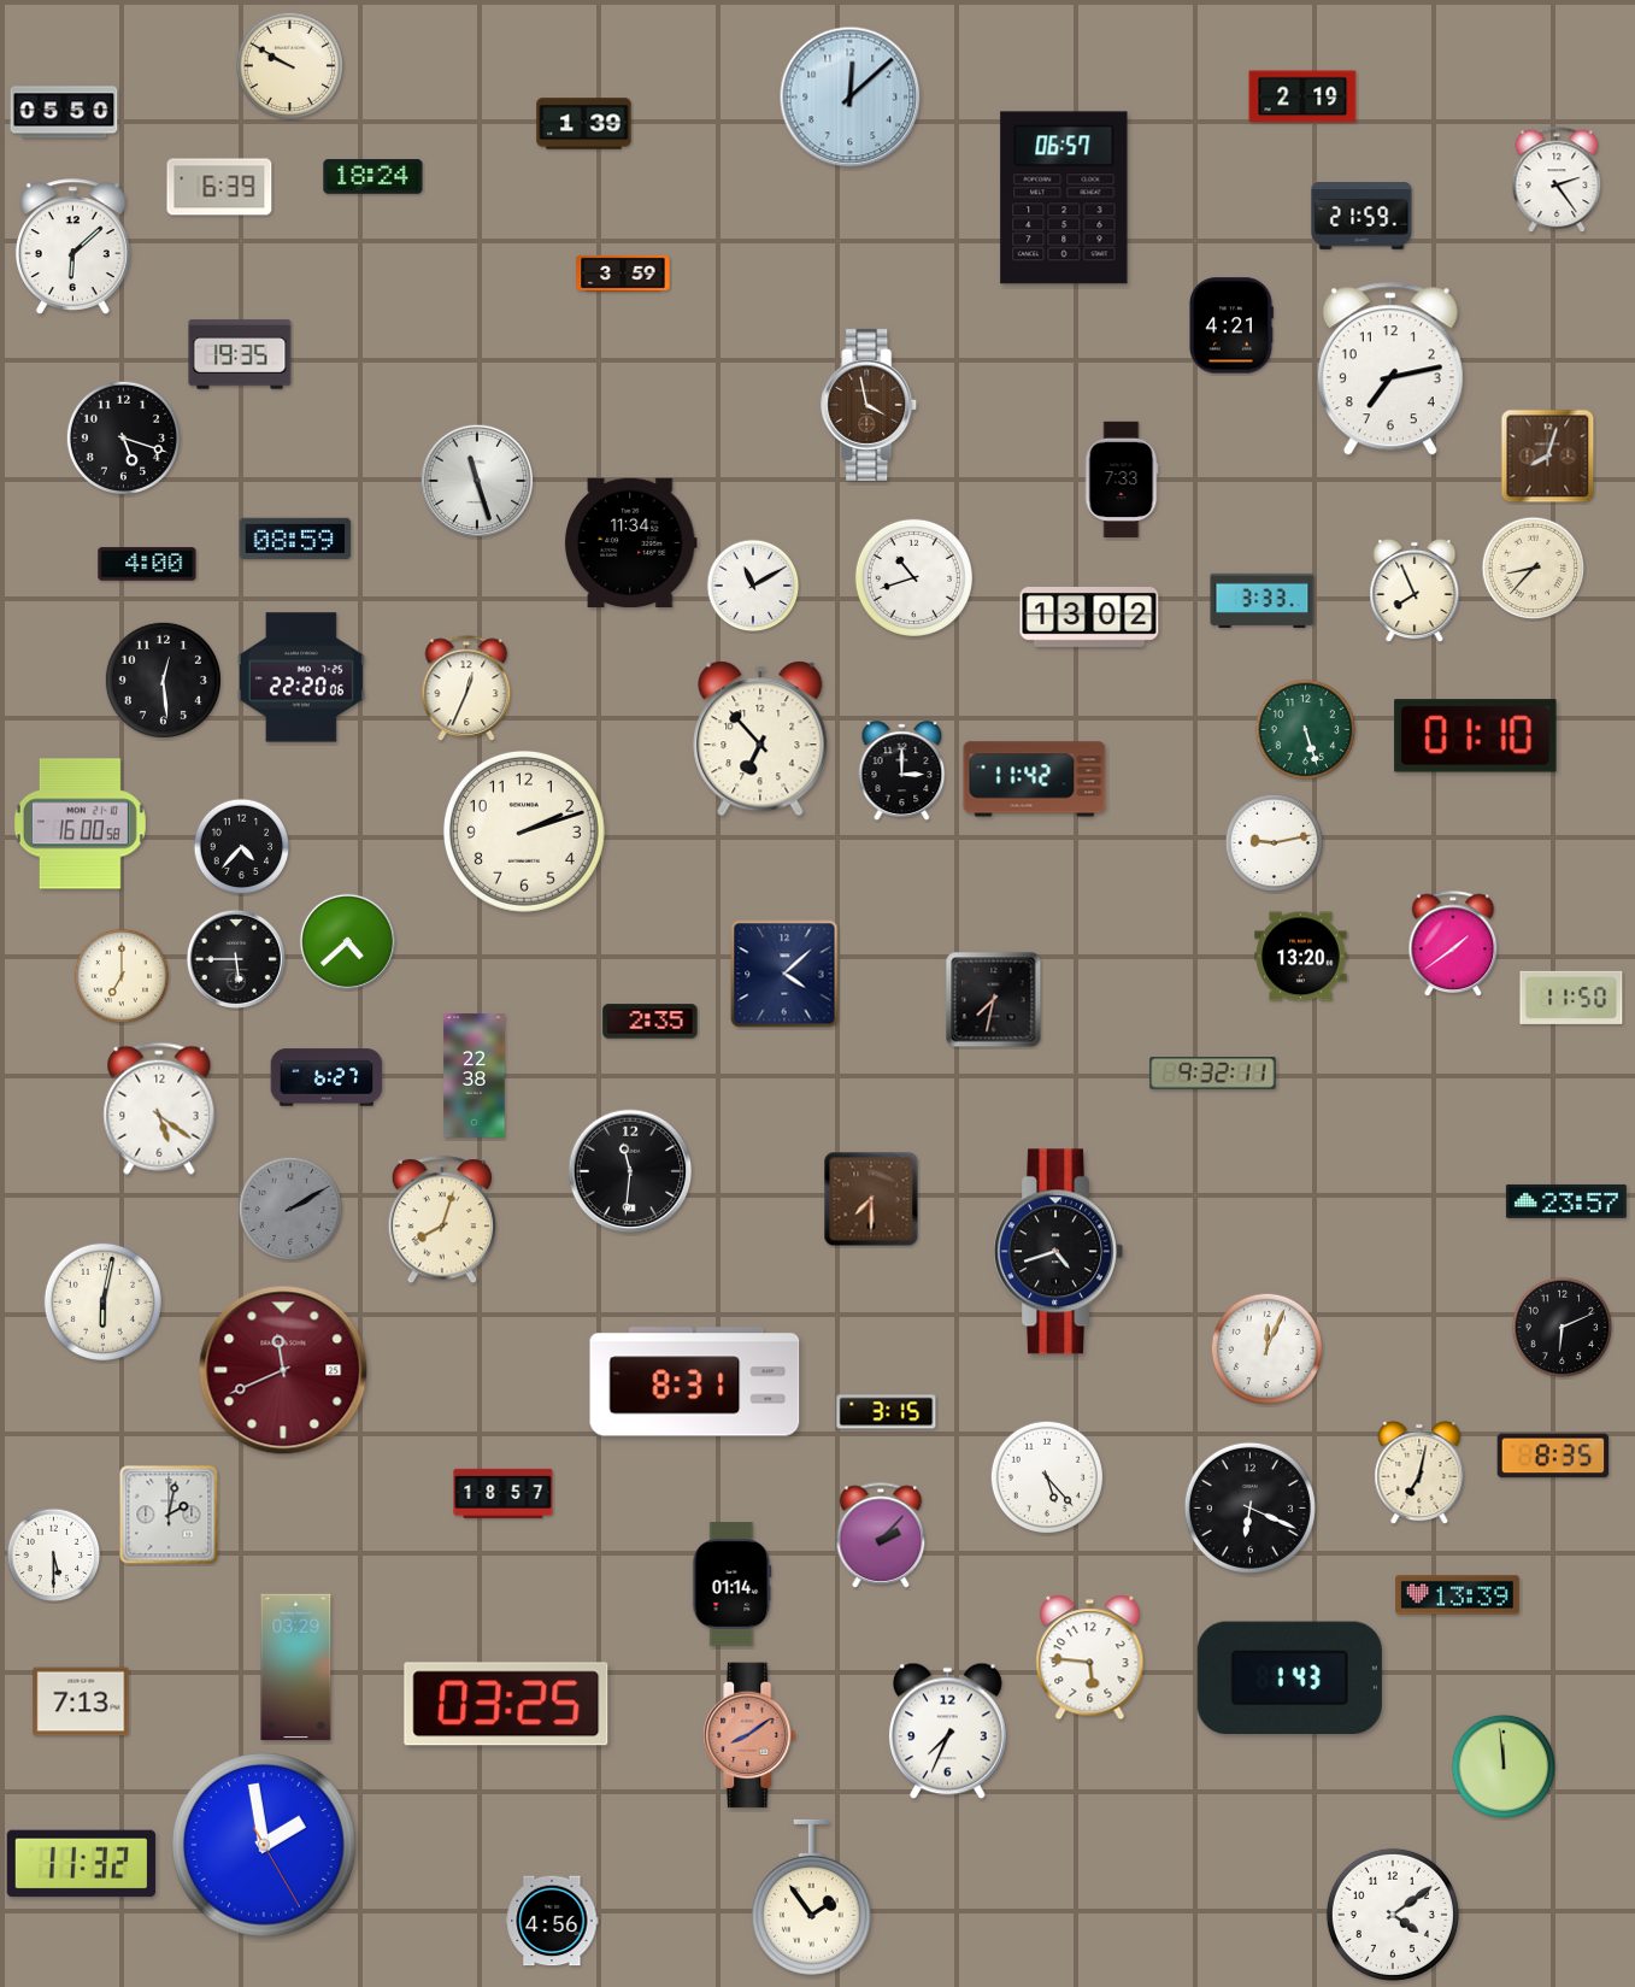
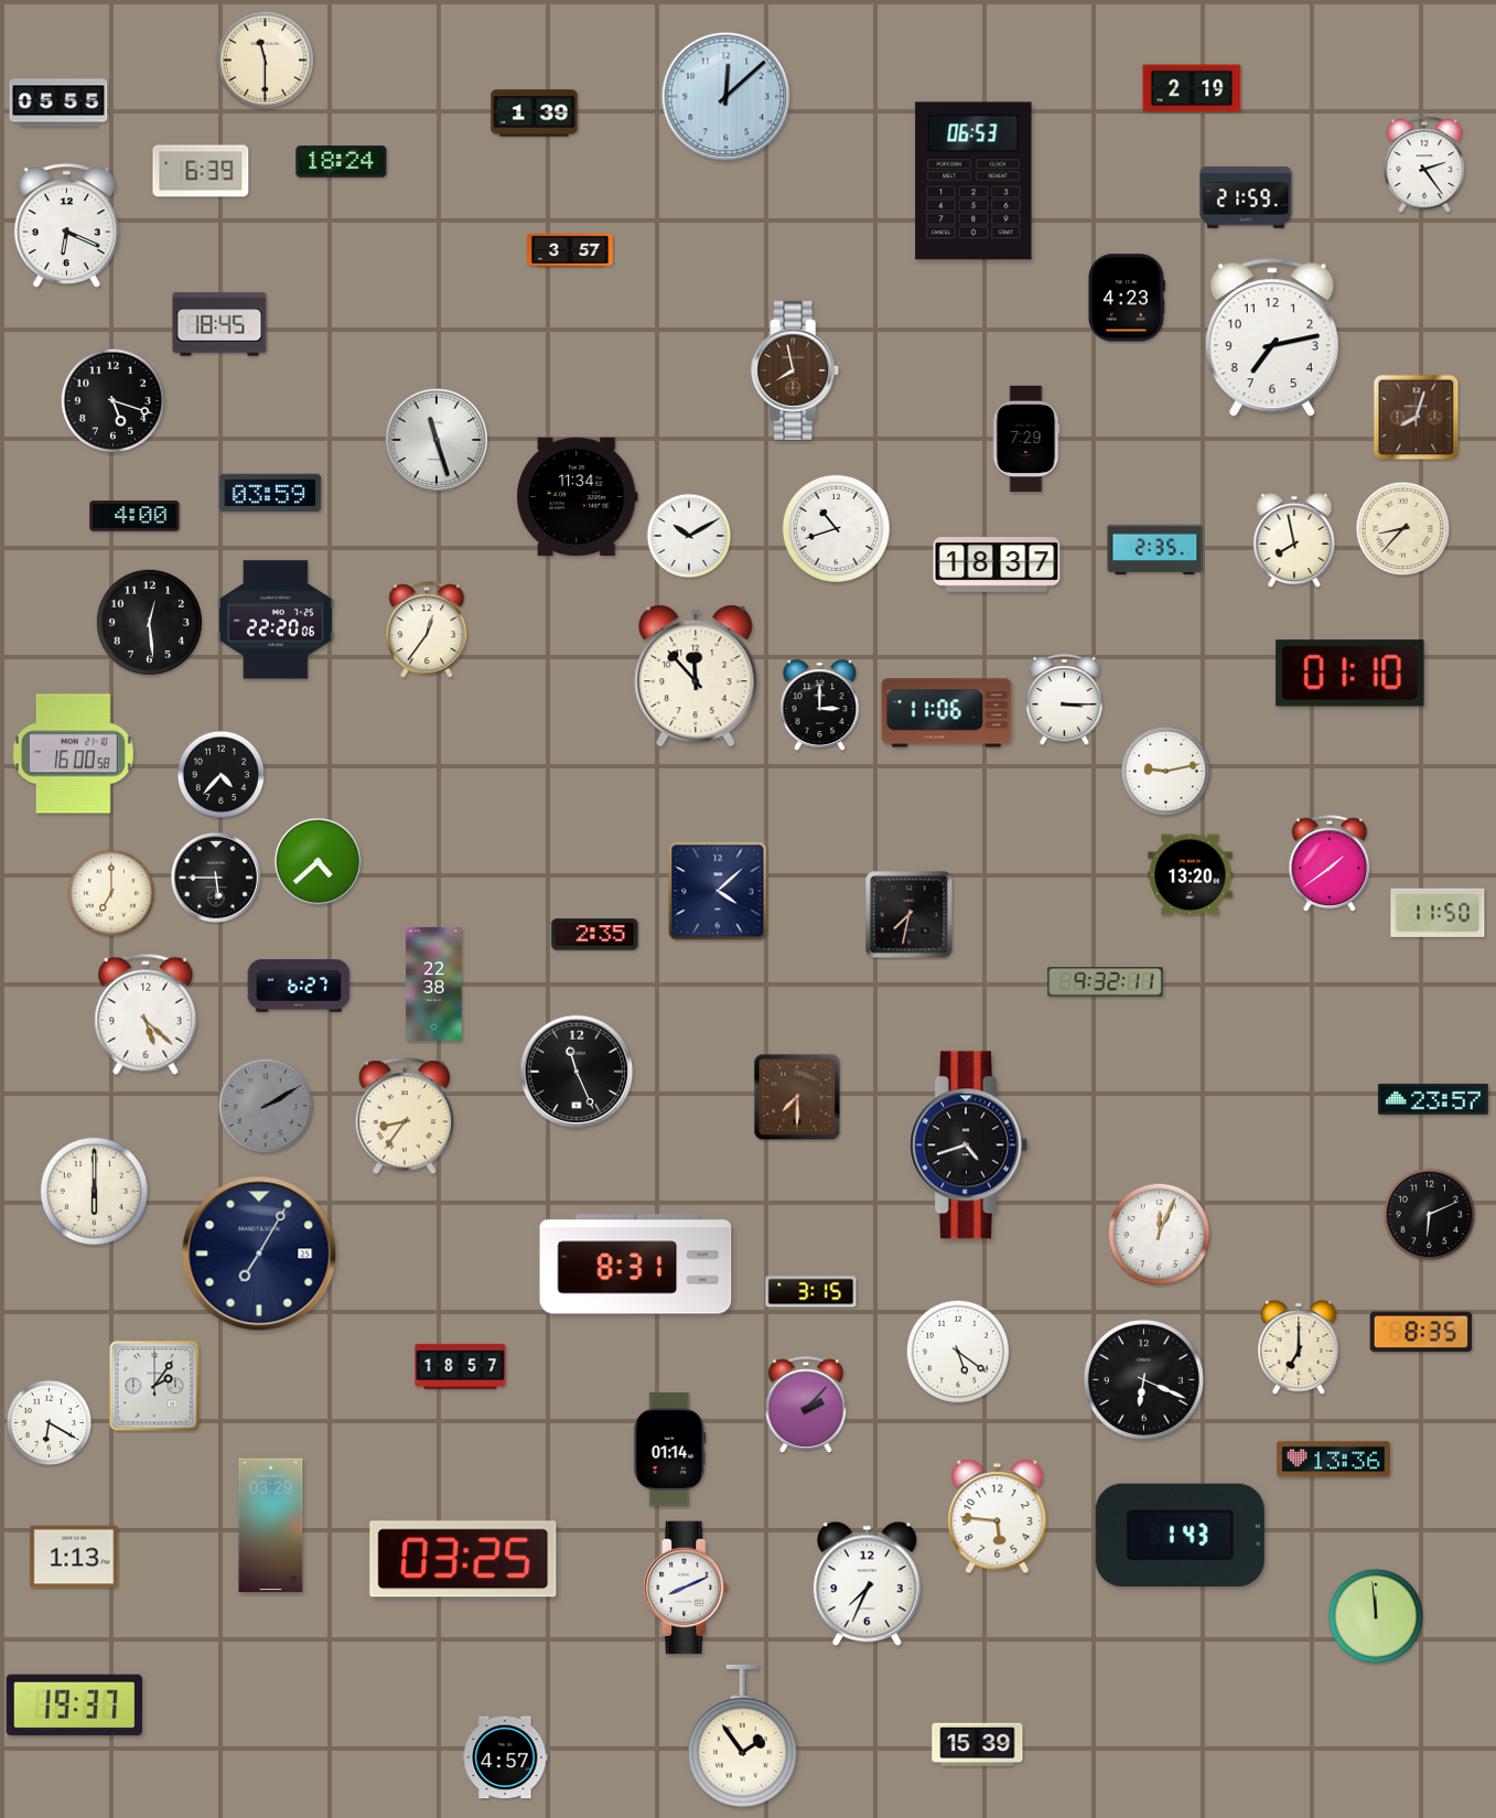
clock at (289, 65): 9:50 -> 11:30
clock at (851, 98) position: (851, 98) -> (727, 97)
clock at (64, 112): 05:50 -> 05:55
clock at (1064, 198): 06:57 -> 06:53
clock at (72, 247): 6:08 -> 6:19
clock at (623, 274): 3:59 -> 3:57
clock at (1231, 325): 4:21 -> 4:23
clock at (240, 354): 19:35 -> 18:45
clock at (870, 405): 3:58 -> 7:58
clock at (1122, 480): 7:33 -> 7:29
clock at (295, 539): 08:59 -> 03:59
clock at (1534, 569) position: (1534, 569) -> (1403, 529)
clock at (753, 586): 11:10 -> 10:10
clock at (1415, 590): 7:56 -> 7:58
clock at (1263, 601): 3:33 -> 2:35
clock at (1089, 618): 13:02 -> 18:37
clock at (466, 689): 12:34 -> 12:36
clock at (1306, 730): 5:27 -> none
clock at (760, 739): 6:53 -> 11:53
clock at (1065, 700): none -> 3:15
clock at (902, 771) position: (902, 771) -> (820, 706)
clock at (1035, 780): 11:42 -> 11:06
clock at (524, 831): 2:12 -> none
clock at (1213, 1074) position: (1213, 1074) -> (1106, 982)
clock at (159, 1109): 5:21 -> 5:22
clock at (630, 1171): 11:31 -> 11:26
clock at (441, 1221): 8:03 -> 8:36
clock at (102, 1301): 6:02 -> 6:00
clock at (283, 1370): 11:41 -> 7:05
clock at (283, 1370) dial: burgundy -> navy
clock at (1419, 1472): 7:02 -> 7:00
clock at (1046, 1476): 5:23 -> 5:21
clock at (169, 1515): 2:02 -> 2:06
clock at (54, 1556): 5:30 -> 6:20
clock at (1458, 1595): 13:39 -> 13:36
clock at (81, 1701): 7:13 -> 1:13
clock at (749, 1735): 8:09 -> 8:11
clock at (749, 1735) dial: salmon -> white
clock at (265, 1846): 1:58 -> none
clock at (81, 1864): 11:32 -> 19:37
clock at (978, 1744): none -> 15:39
clock at (1393, 1915): 4:09 -> none
clock at (552, 1921): 4:56 -> 4:57
